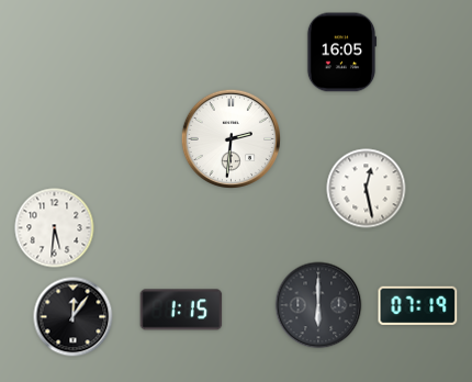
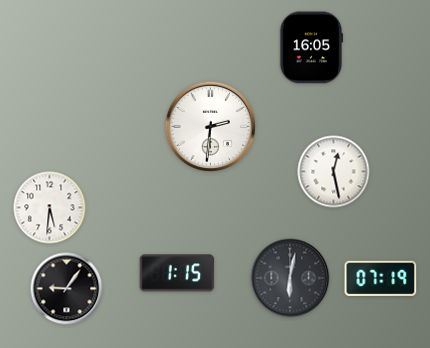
clock at (318, 305): 6:00 -> 6:02
clock at (181, 310) position: (181, 310) -> (177, 273)
clock at (74, 317): 12:06 -> 9:06
